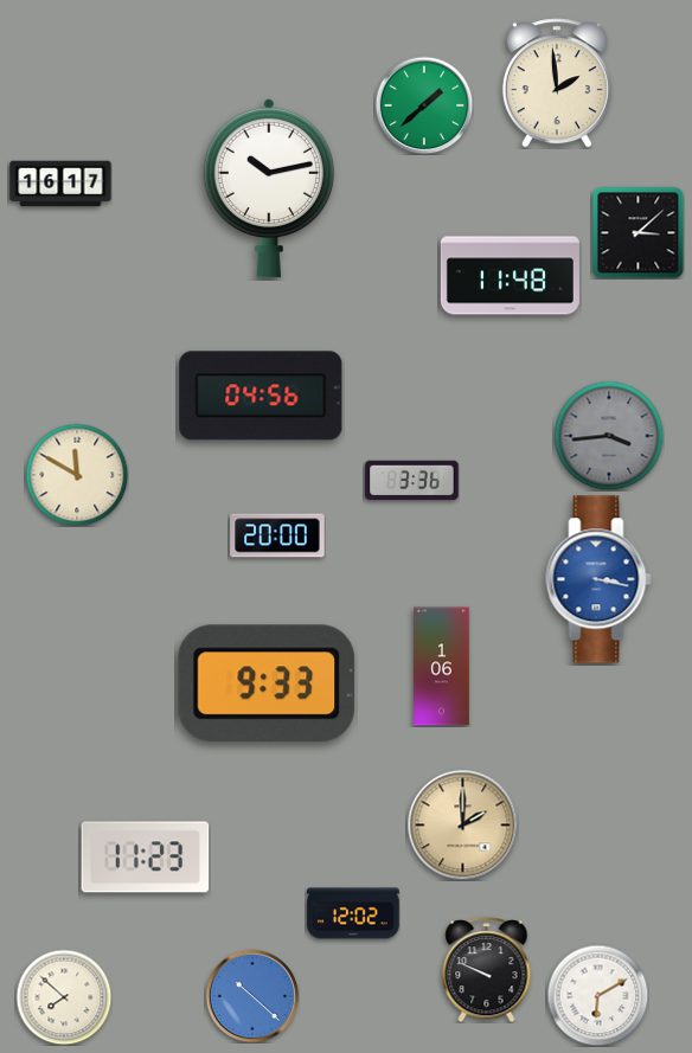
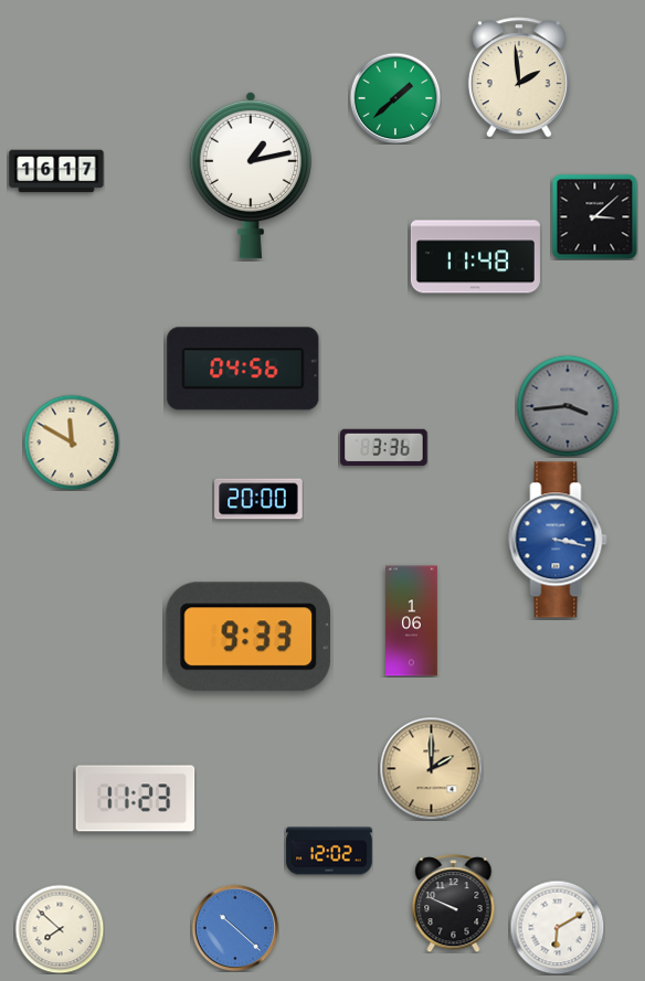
clock at (268, 188): 10:13 -> 1:13
